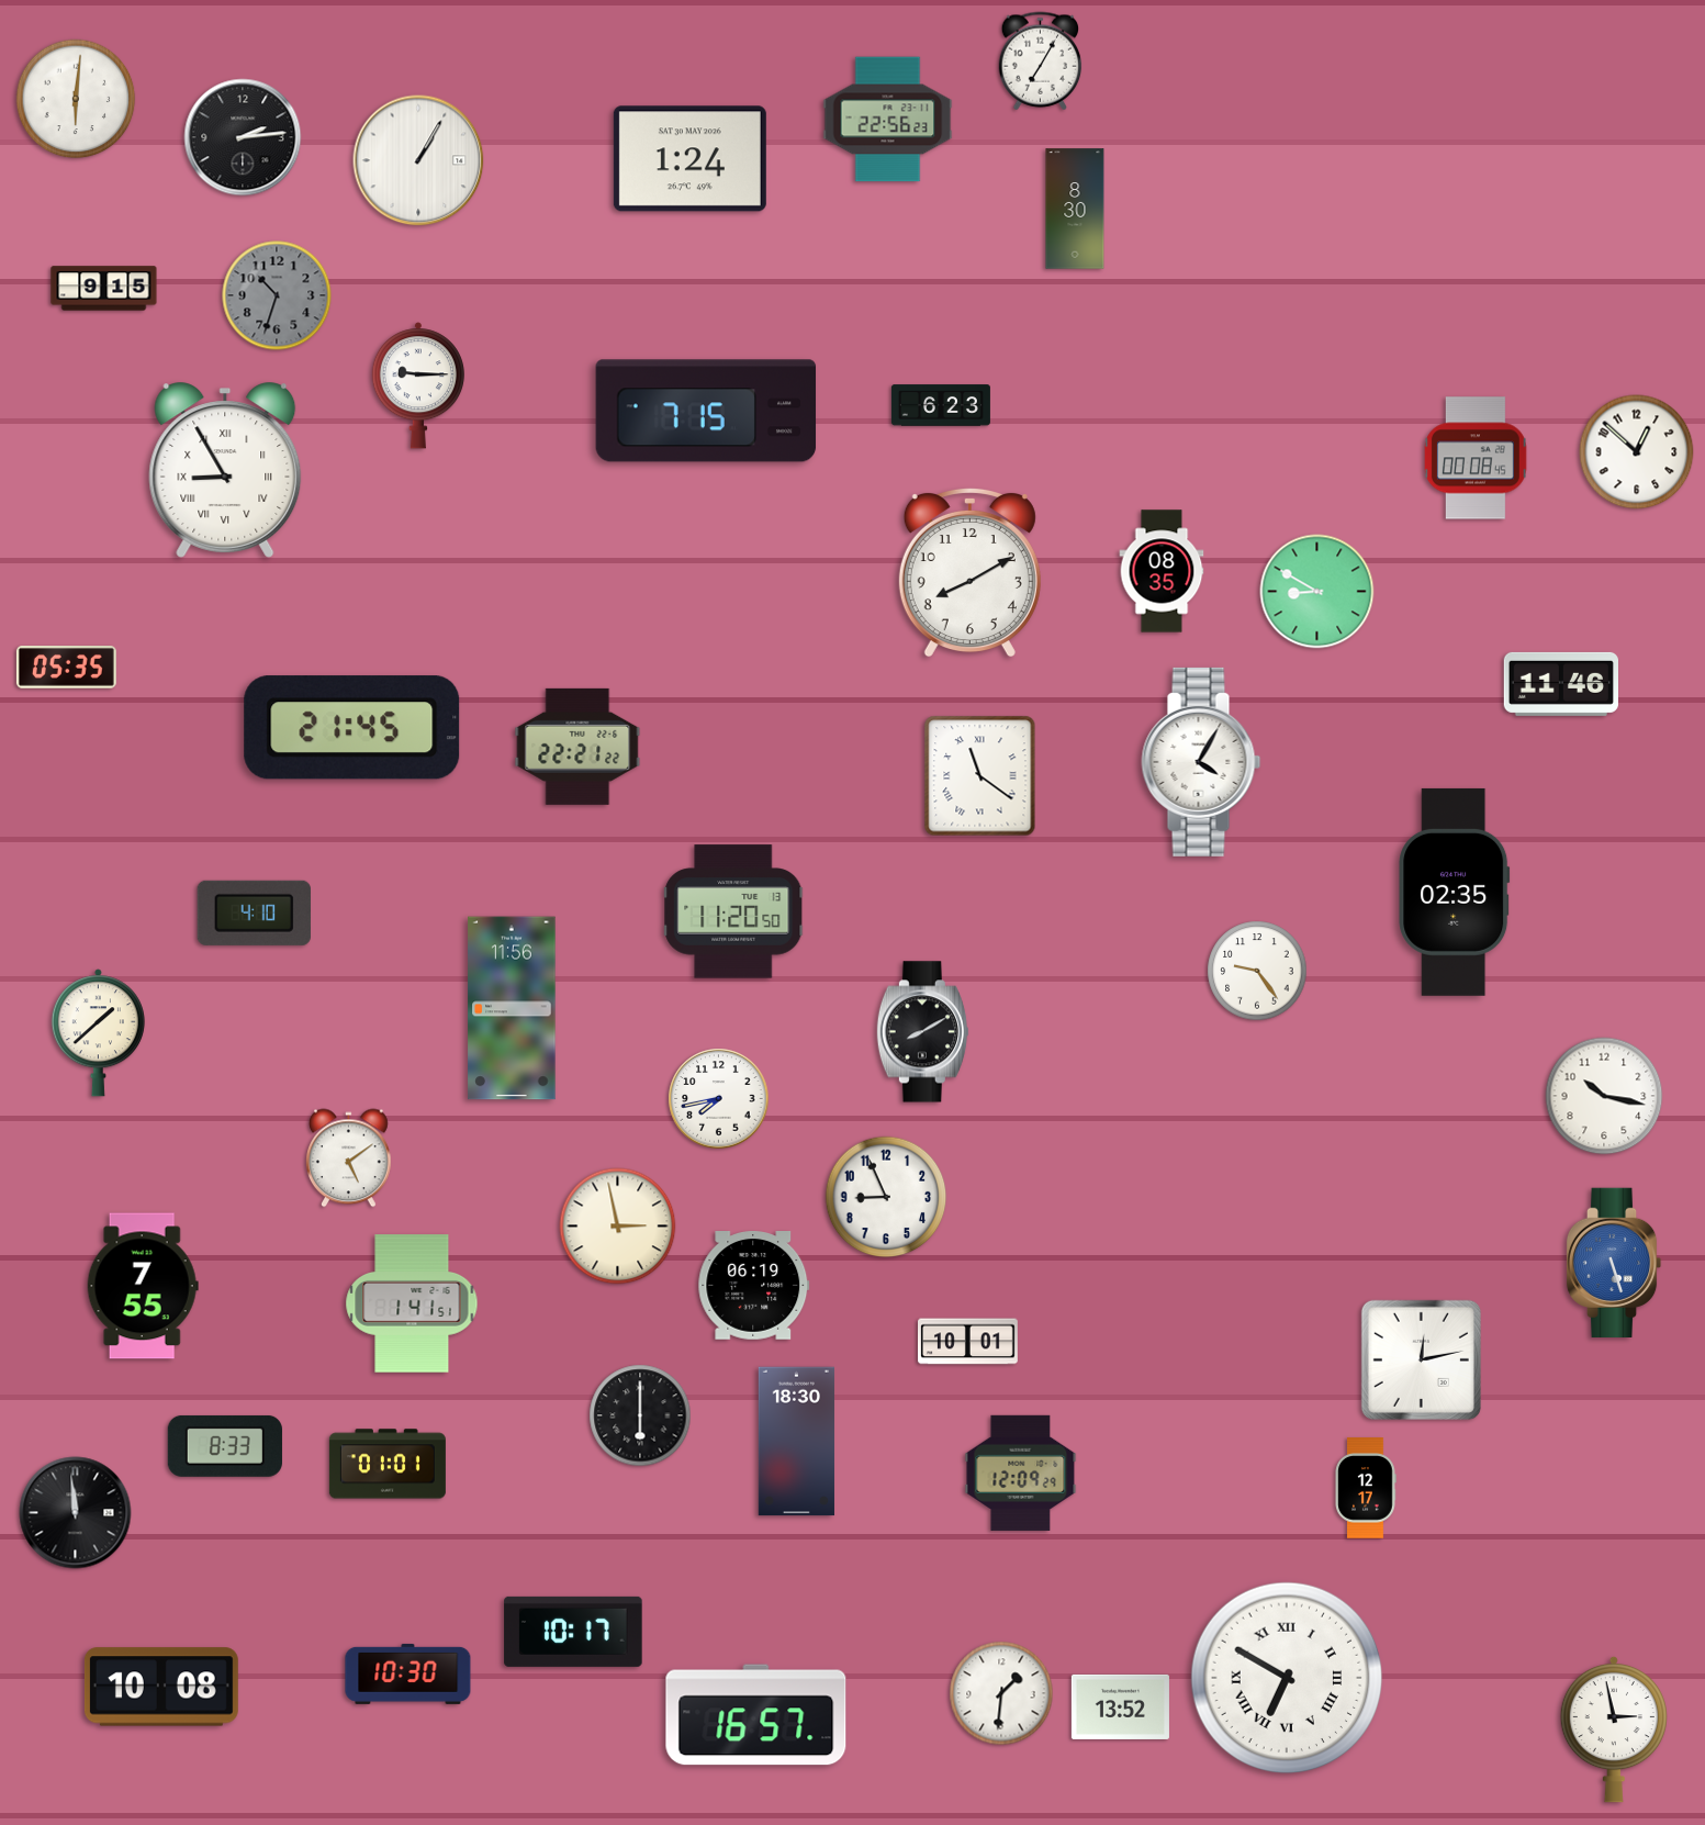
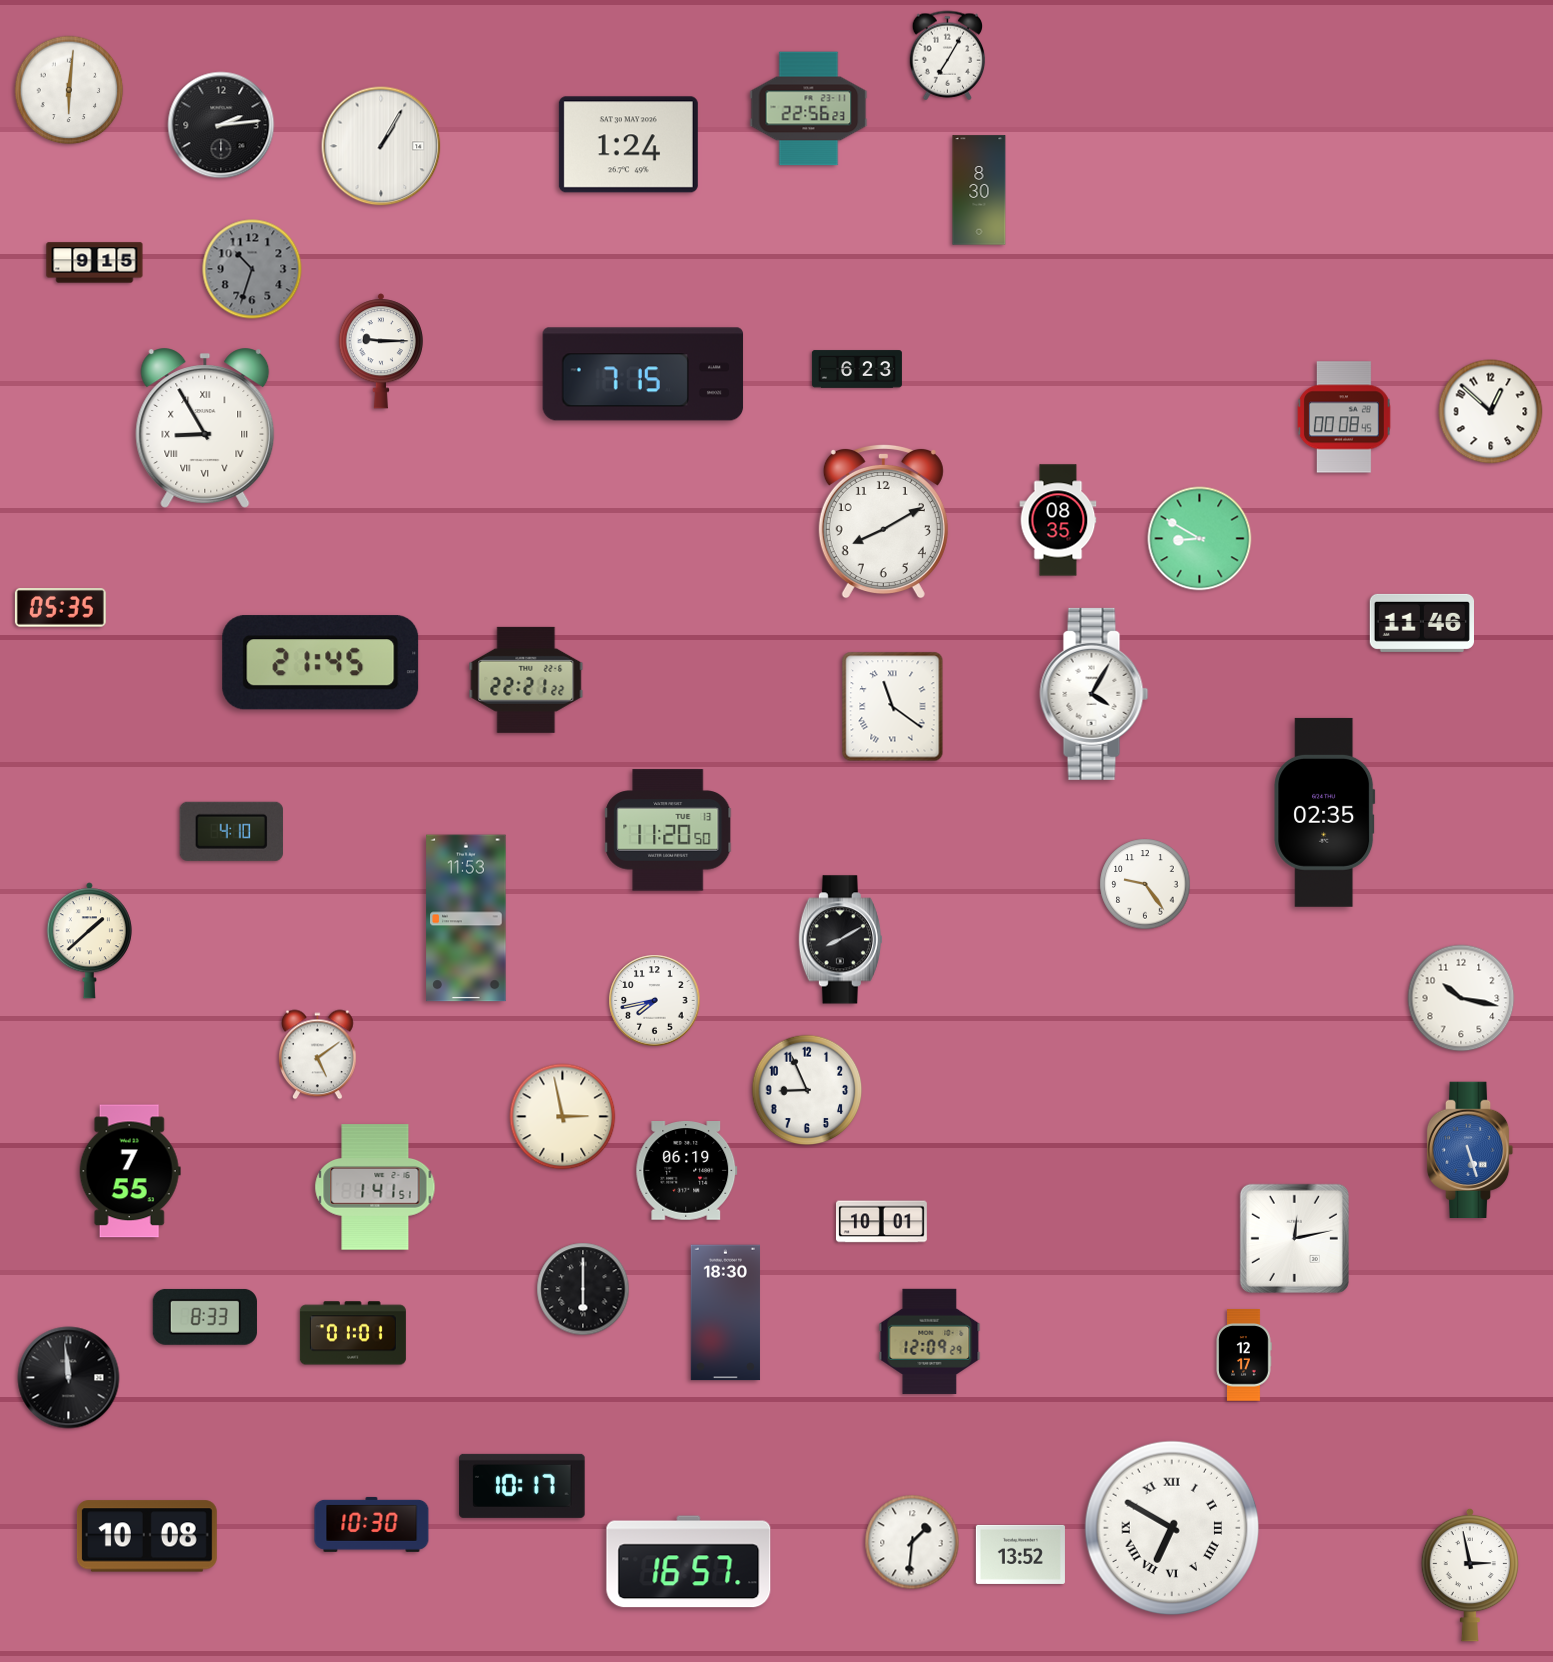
clock at (512, 1008): 11:56 -> 11:53
